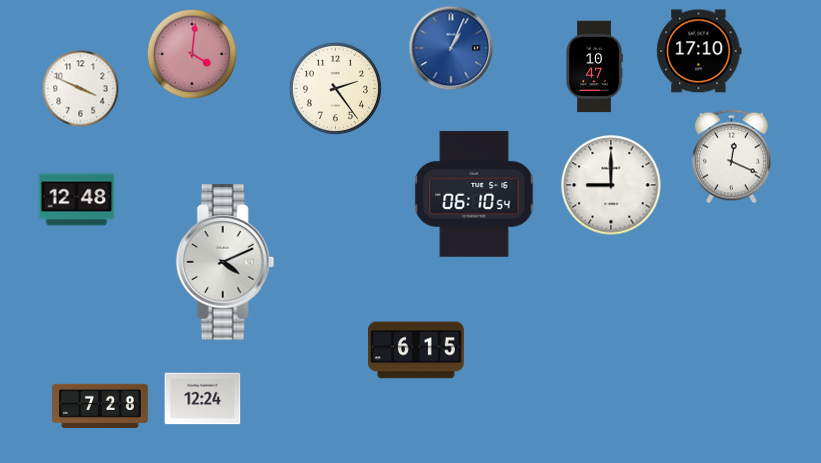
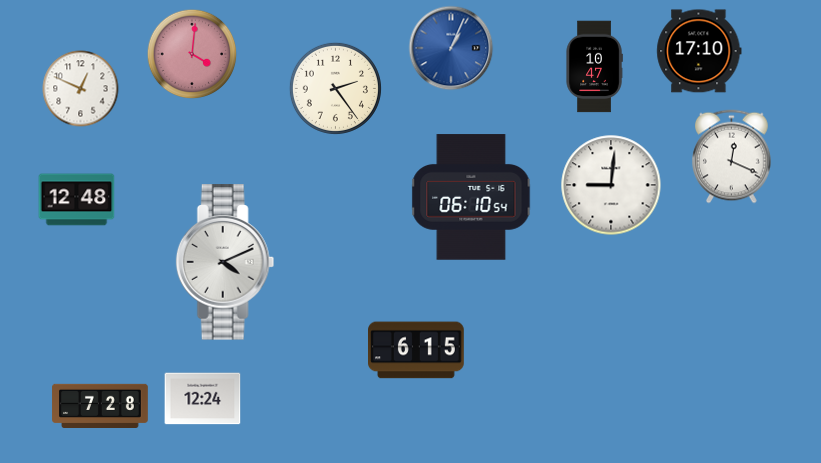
clock at (81, 89): 3:49 -> 12:49
clock at (611, 185): 9:00 -> 9:01
clock at (474, 194) position: (474, 194) -> (471, 197)
